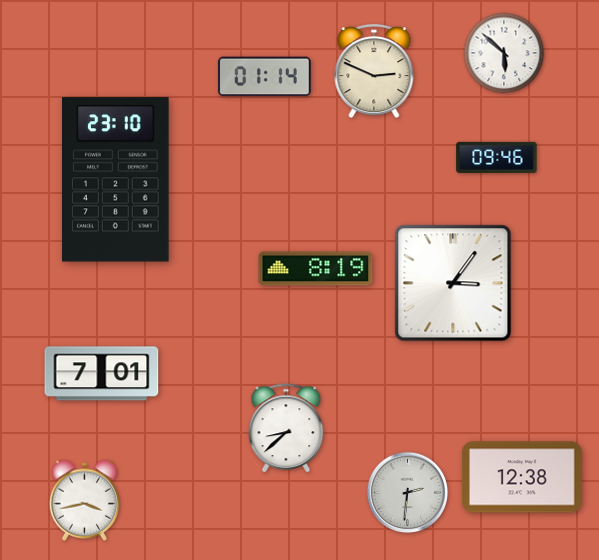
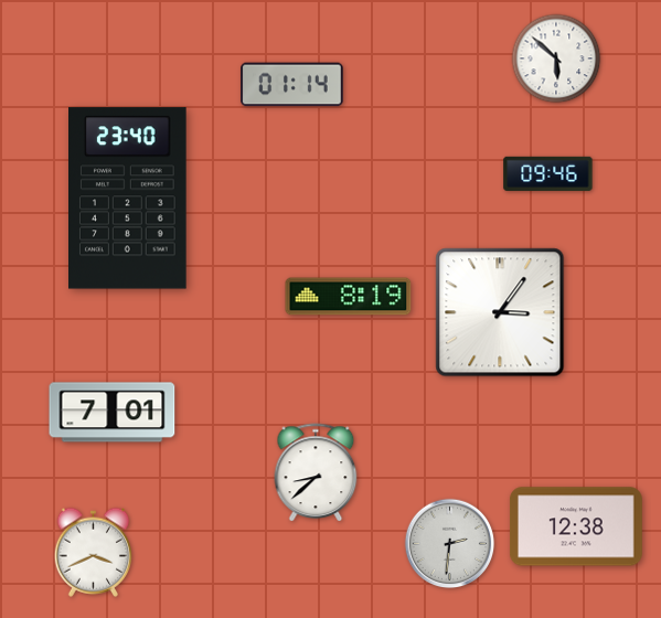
clock at (374, 71): 2:49 -> none
clock at (116, 180): 23:10 -> 23:40
clock at (85, 500): 3:43 -> 3:41
